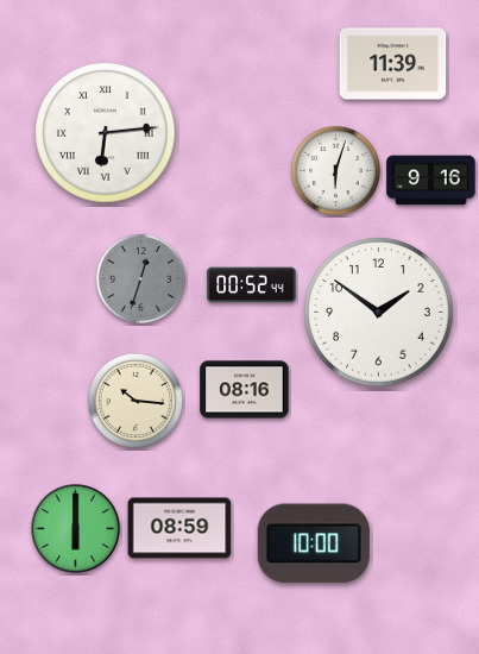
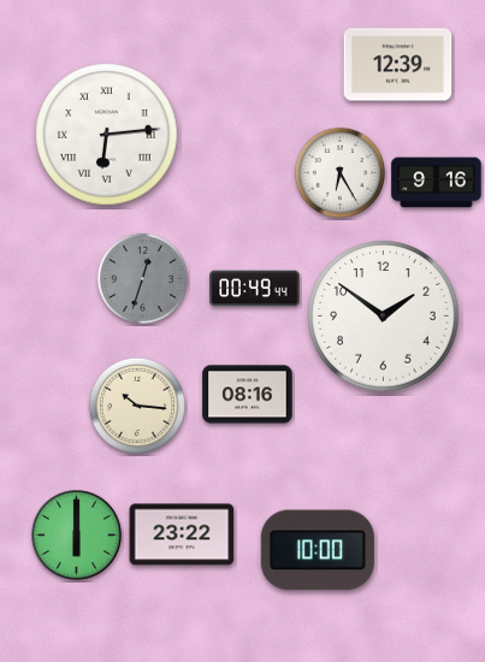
clock at (393, 64): 11:39 -> 12:39
clock at (335, 170): 6:03 -> 6:25
clock at (140, 278) position: (140, 278) -> (142, 278)
clock at (252, 285): 00:52 -> 00:49
clock at (179, 528): 08:59 -> 23:22
